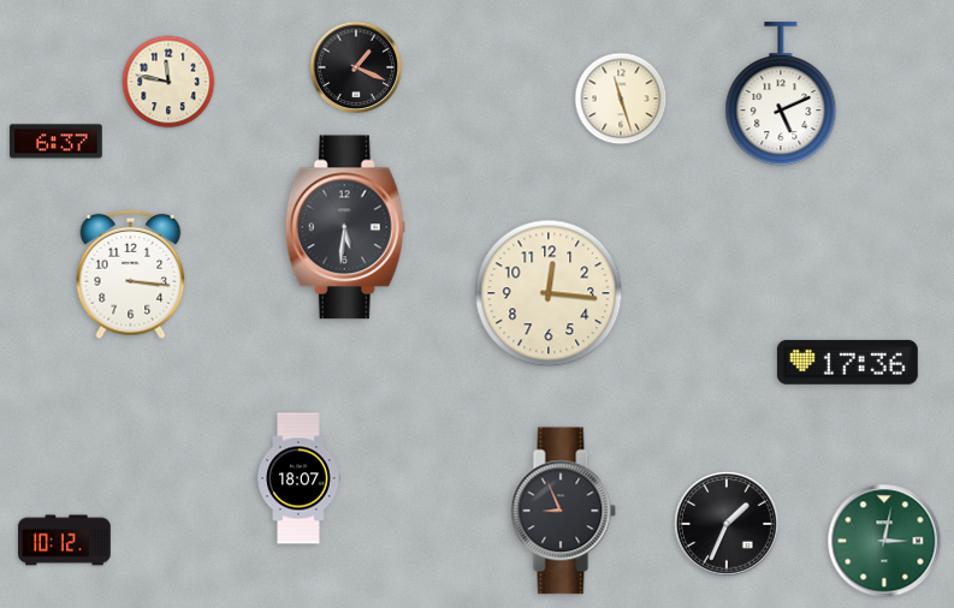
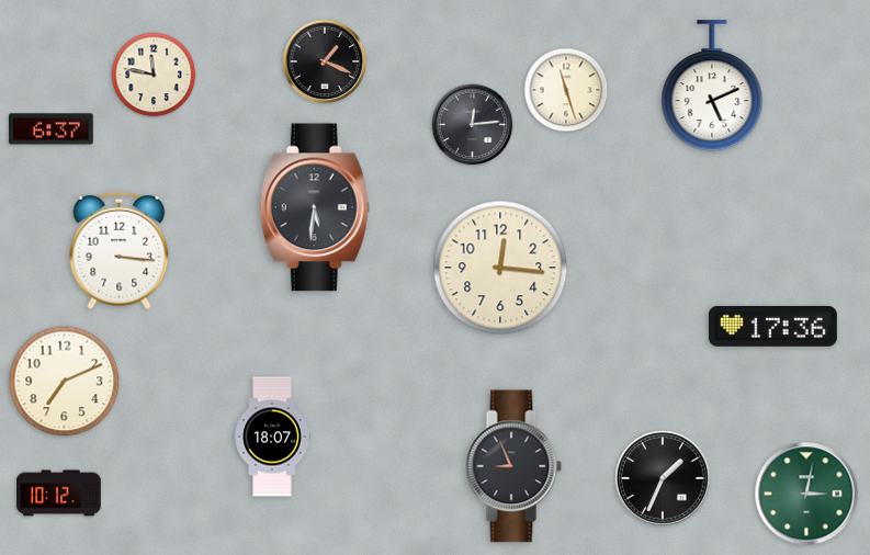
clock at (473, 125): none -> 12:14
clock at (847, 362) position: (847, 362) -> (772, 326)
clock at (65, 382): none -> 7:11
